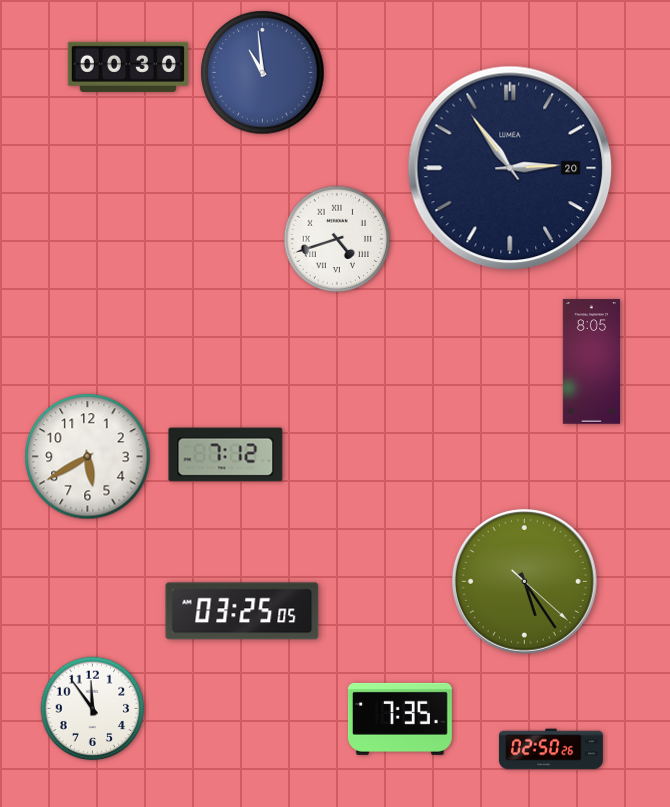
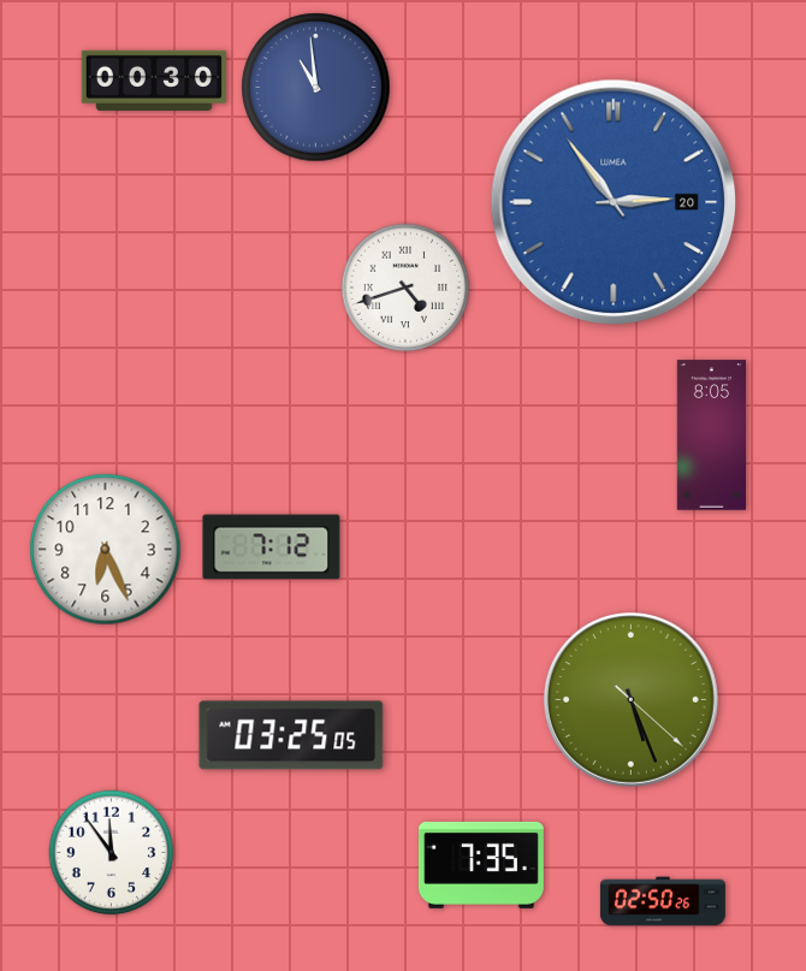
clock at (510, 168) dial: navy -> blue
clock at (88, 457): 5:40 -> 6:26
clock at (524, 581): 5:24 -> 5:26
